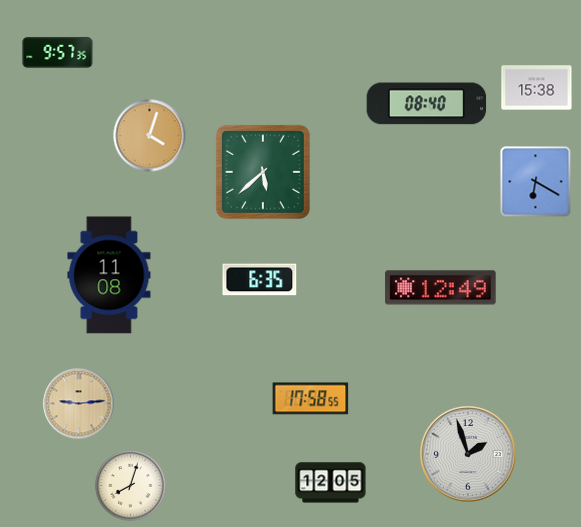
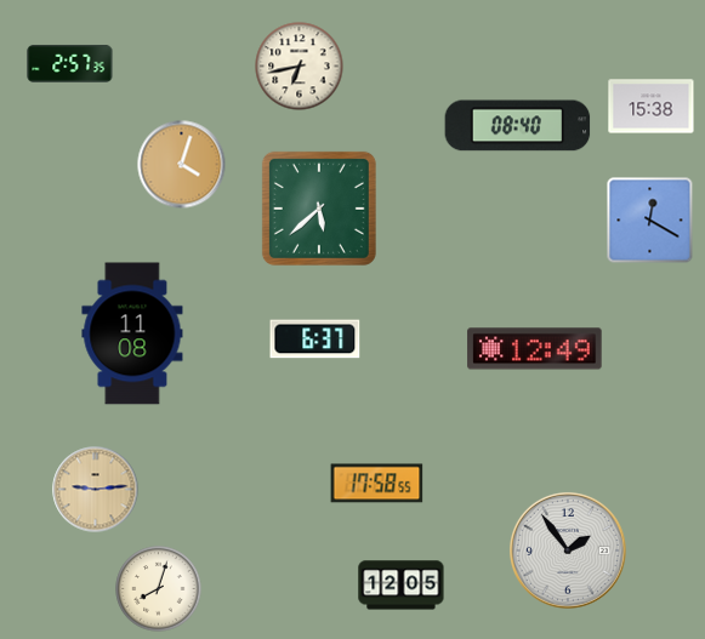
clock at (58, 52): 9:57 -> 2:57
clock at (300, 67): none -> 6:43
clock at (536, 182): 6:20 -> 12:20
clock at (260, 280): 6:35 -> 6:37
clock at (468, 454): 1:57 -> 1:54
